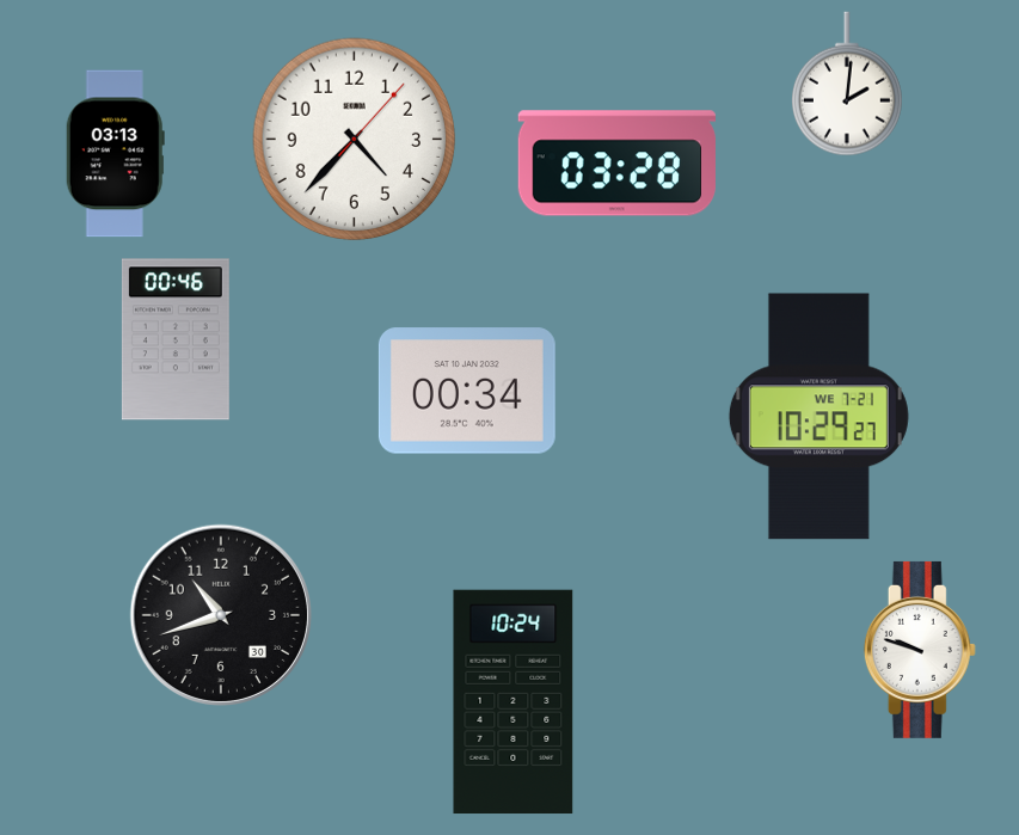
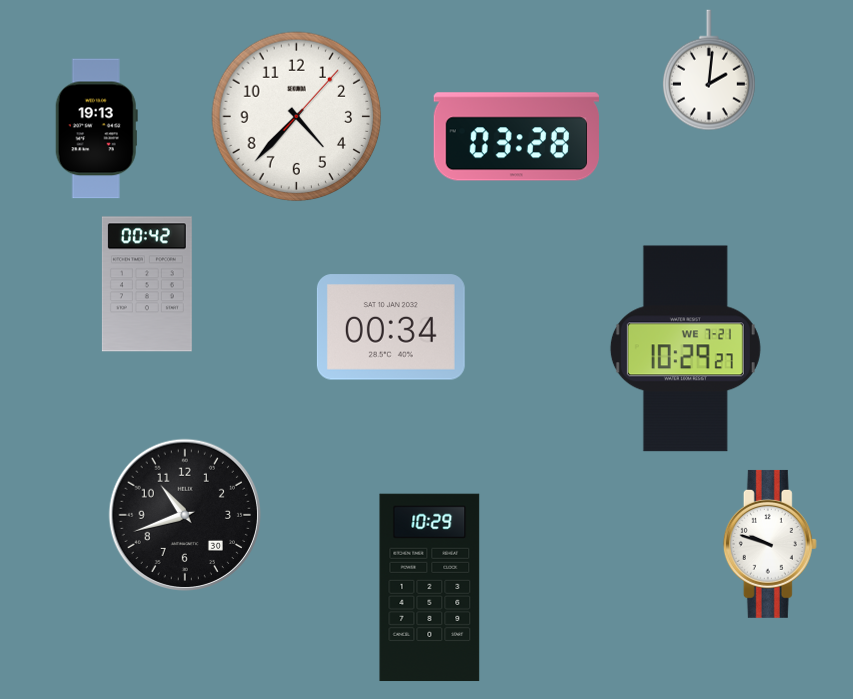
clock at (115, 154): 03:13 -> 19:13
clock at (176, 339): 00:46 -> 00:42
clock at (514, 702): 10:24 -> 10:29
